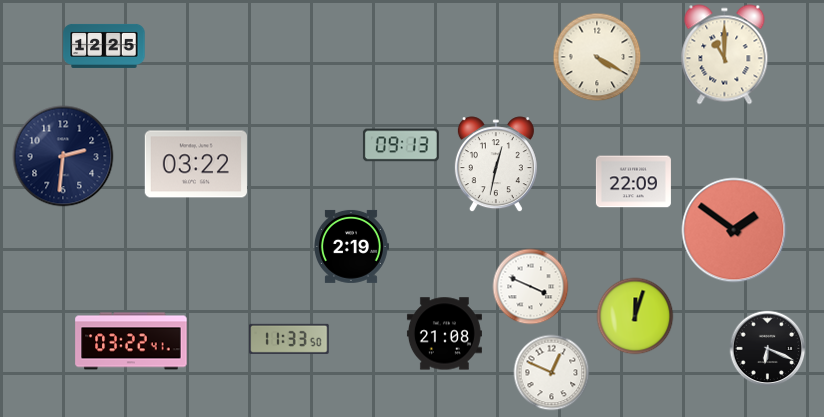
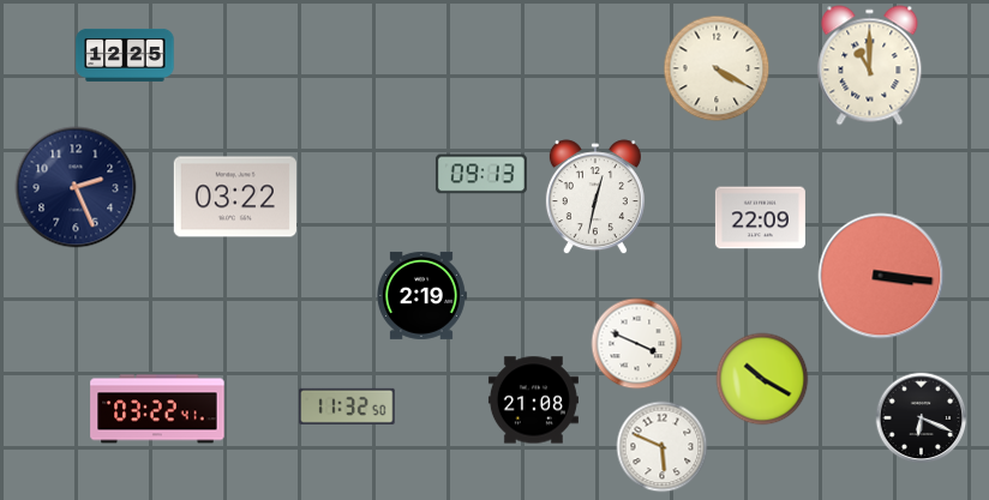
clock at (63, 156): 2:31 -> 2:26
clock at (734, 230): 1:51 -> 3:16
clock at (635, 316): 12:03 -> 10:20
clock at (289, 339): 11:33 -> 11:32
clock at (552, 373): 12:49 -> 5:49
